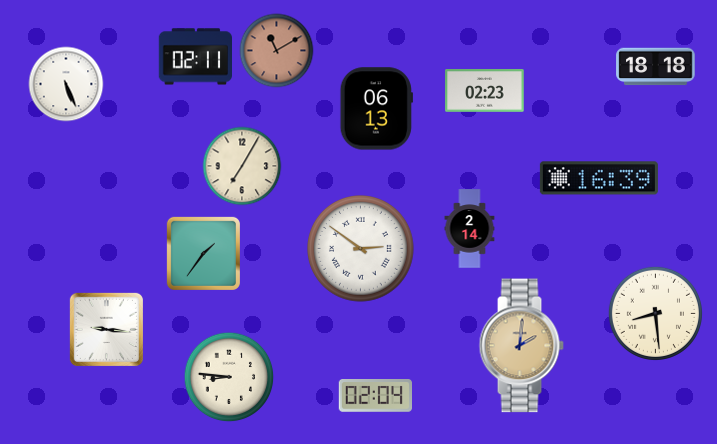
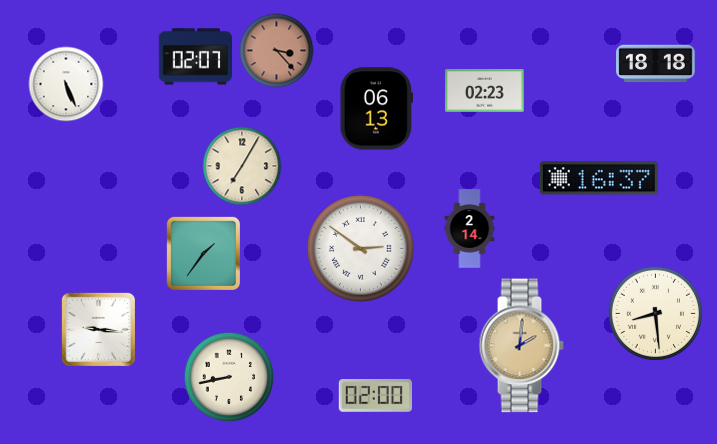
clock at (277, 51): 11:10 -> 3:23
clock at (195, 57): 02:11 -> 02:07
clock at (656, 67) position: (656, 67) -> (656, 64)
clock at (599, 178): 16:39 -> 16:37
clock at (106, 329) position: (106, 329) -> (98, 329)
clock at (229, 377): 8:46 -> 8:43
clock at (375, 396): 02:04 -> 02:00
